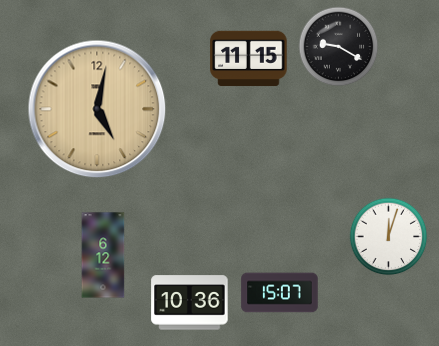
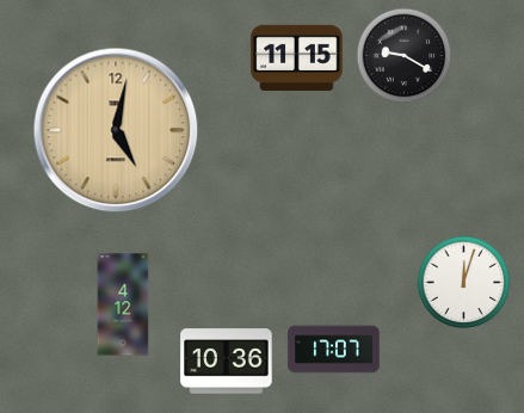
clock at (249, 59) position: (249, 59) -> (297, 58)
clock at (103, 255): 6:12 -> 4:12
clock at (280, 293): 15:07 -> 17:07
